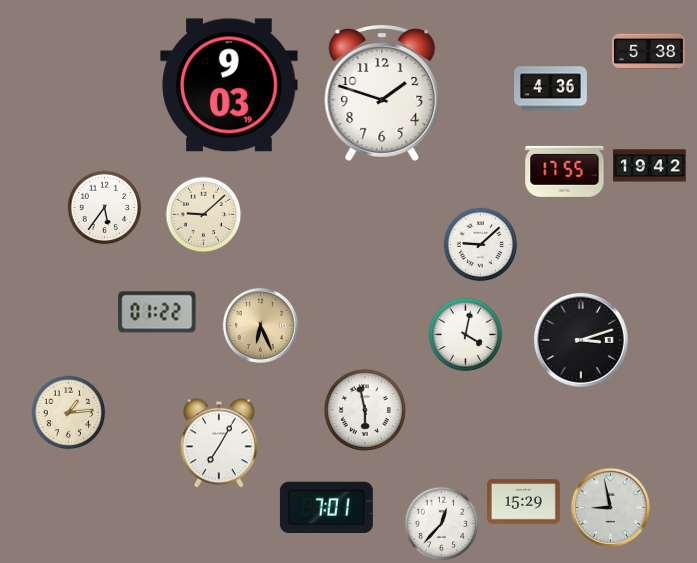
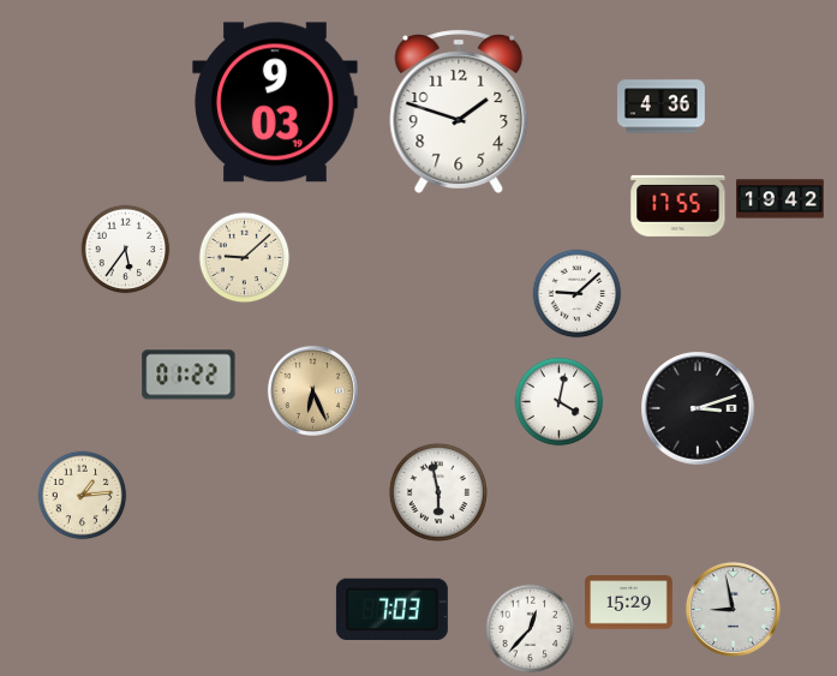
clock at (649, 52): 5:38 -> none
clock at (220, 443): 7:05 -> none
clock at (326, 507): 7:01 -> 7:03
